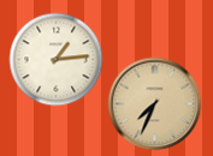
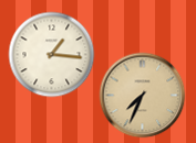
clock at (55, 59): 1:14 -> 1:16
